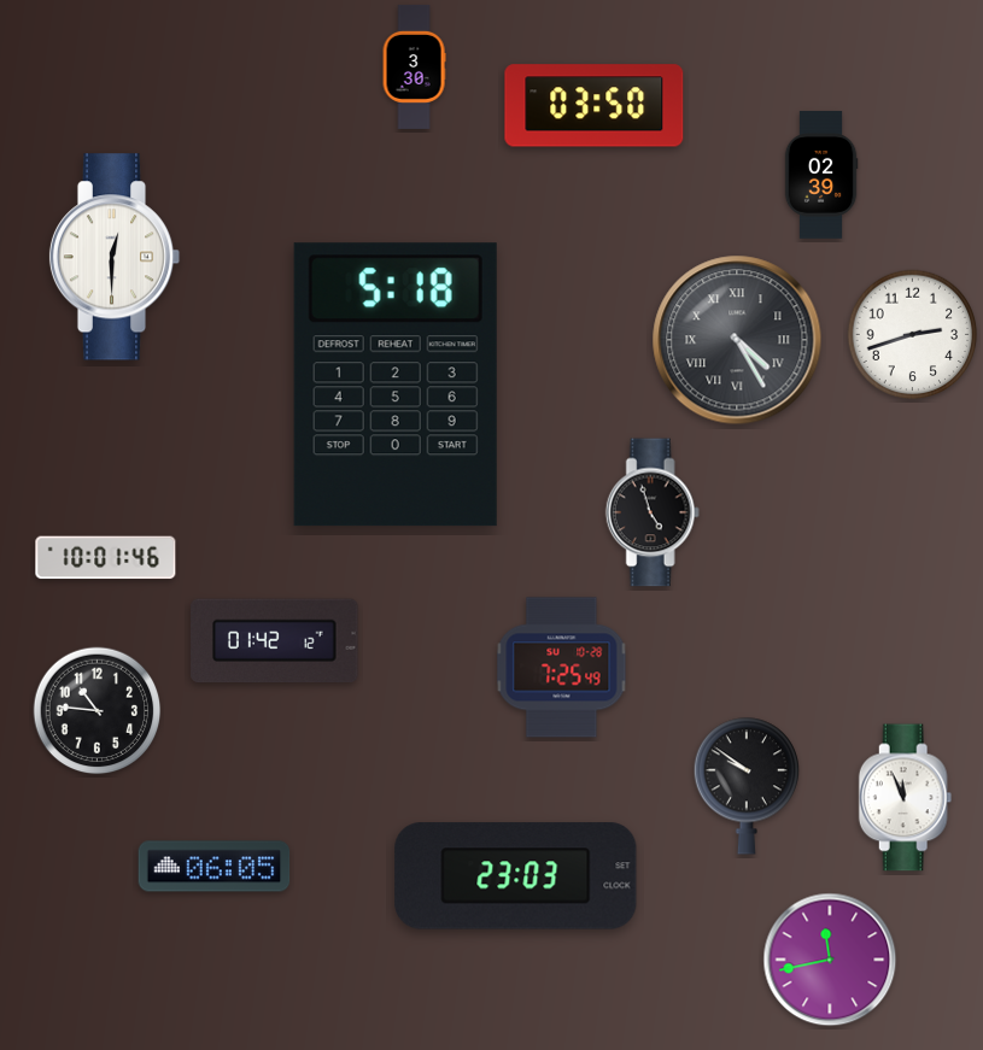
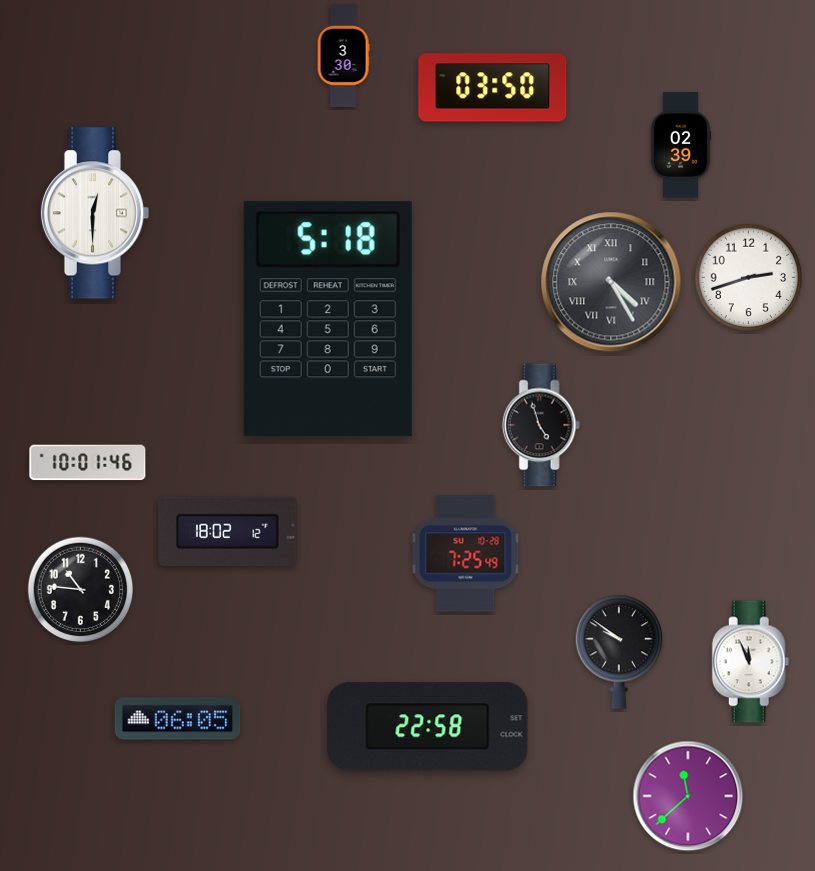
clock at (913, 335) position: (913, 335) -> (749, 278)
clock at (275, 641): 01:42 -> 18:02
clock at (516, 876): 23:03 -> 22:58
clock at (830, 960): 11:43 -> 11:38
